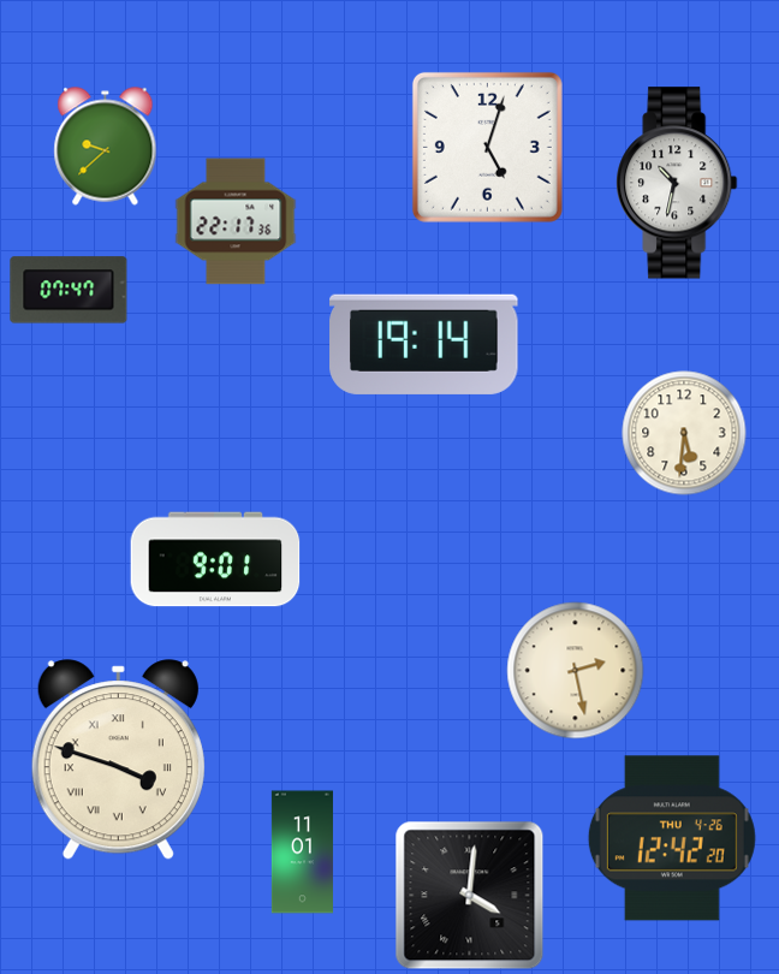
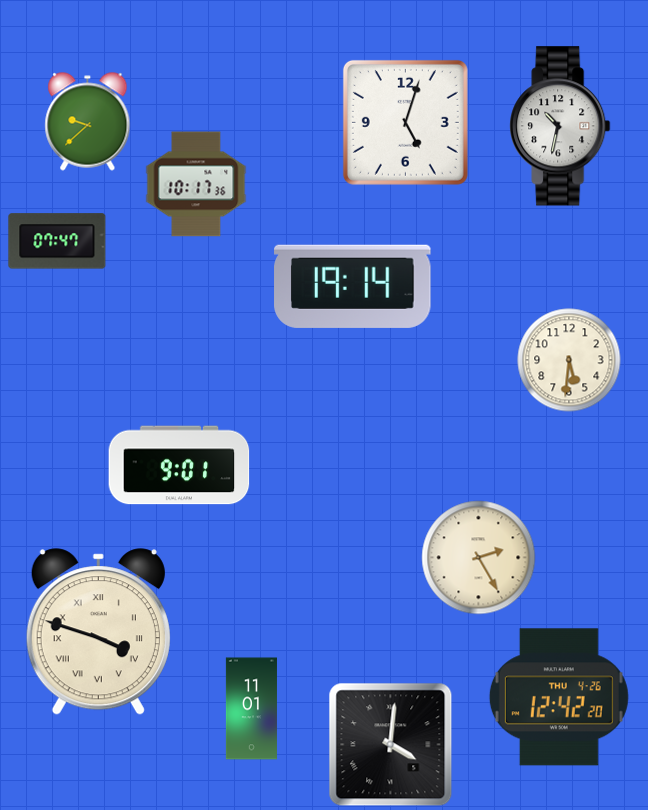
clock at (677, 183) position: (677, 183) -> (560, 126)
clock at (236, 221): 22:17 -> 10:17
clock at (576, 671): 2:28 -> 2:25
